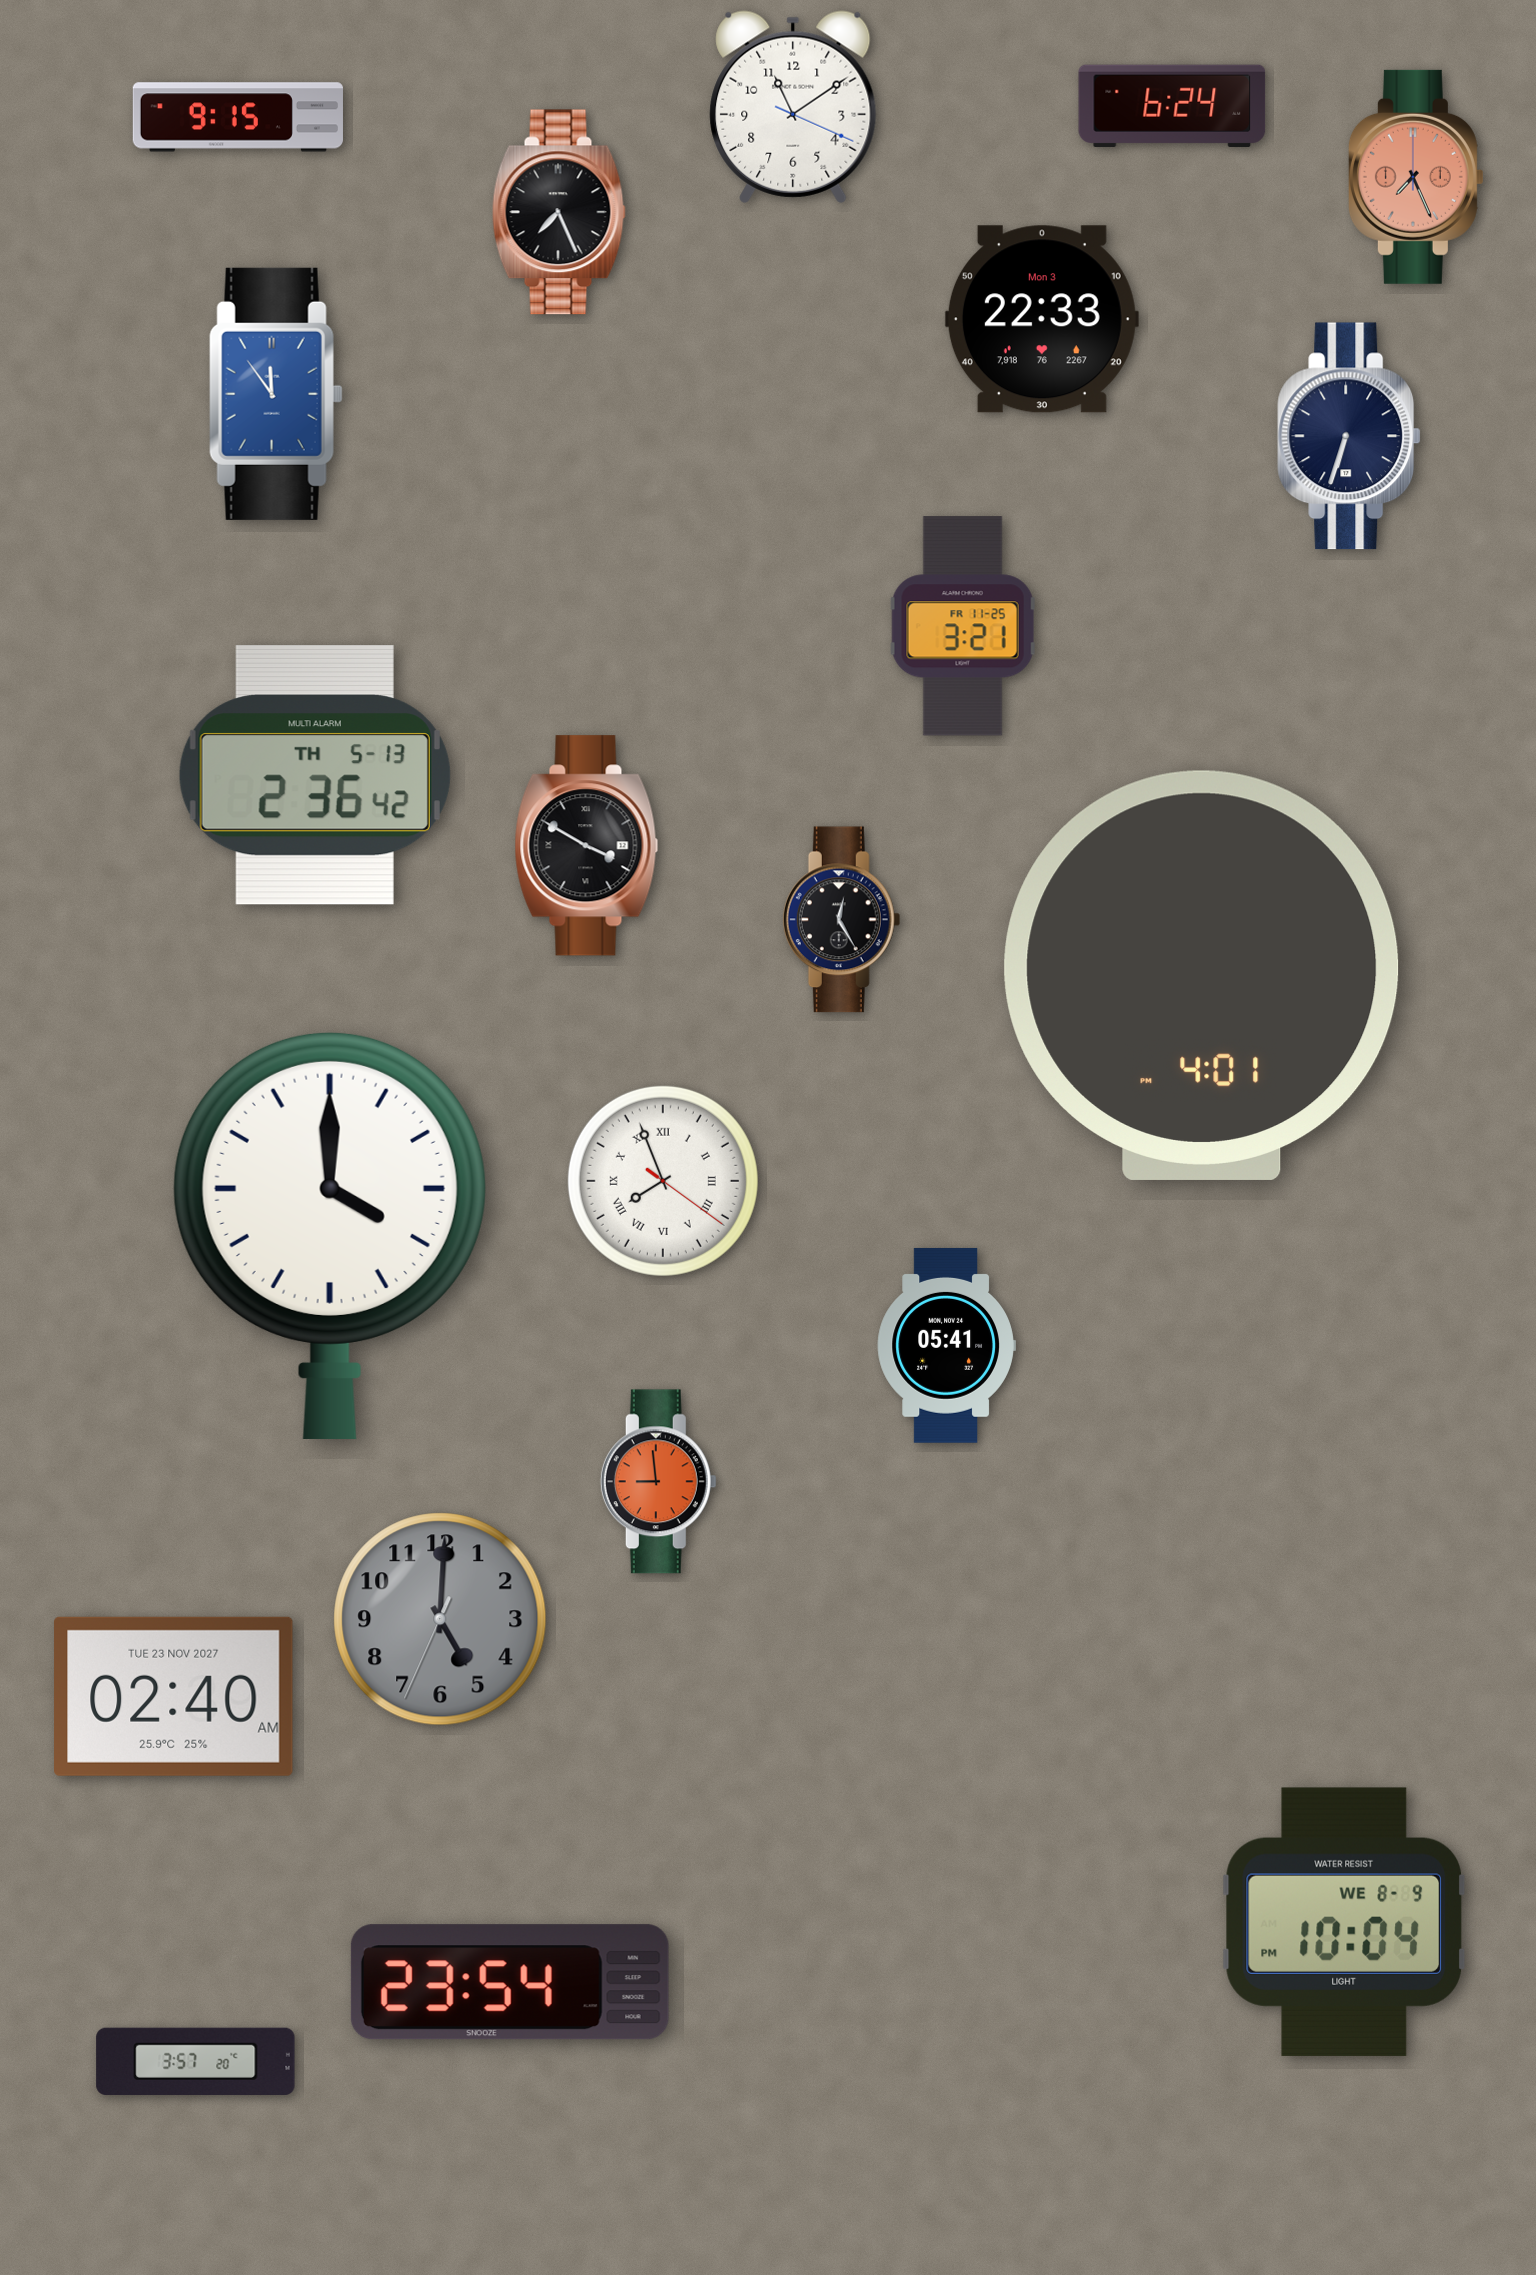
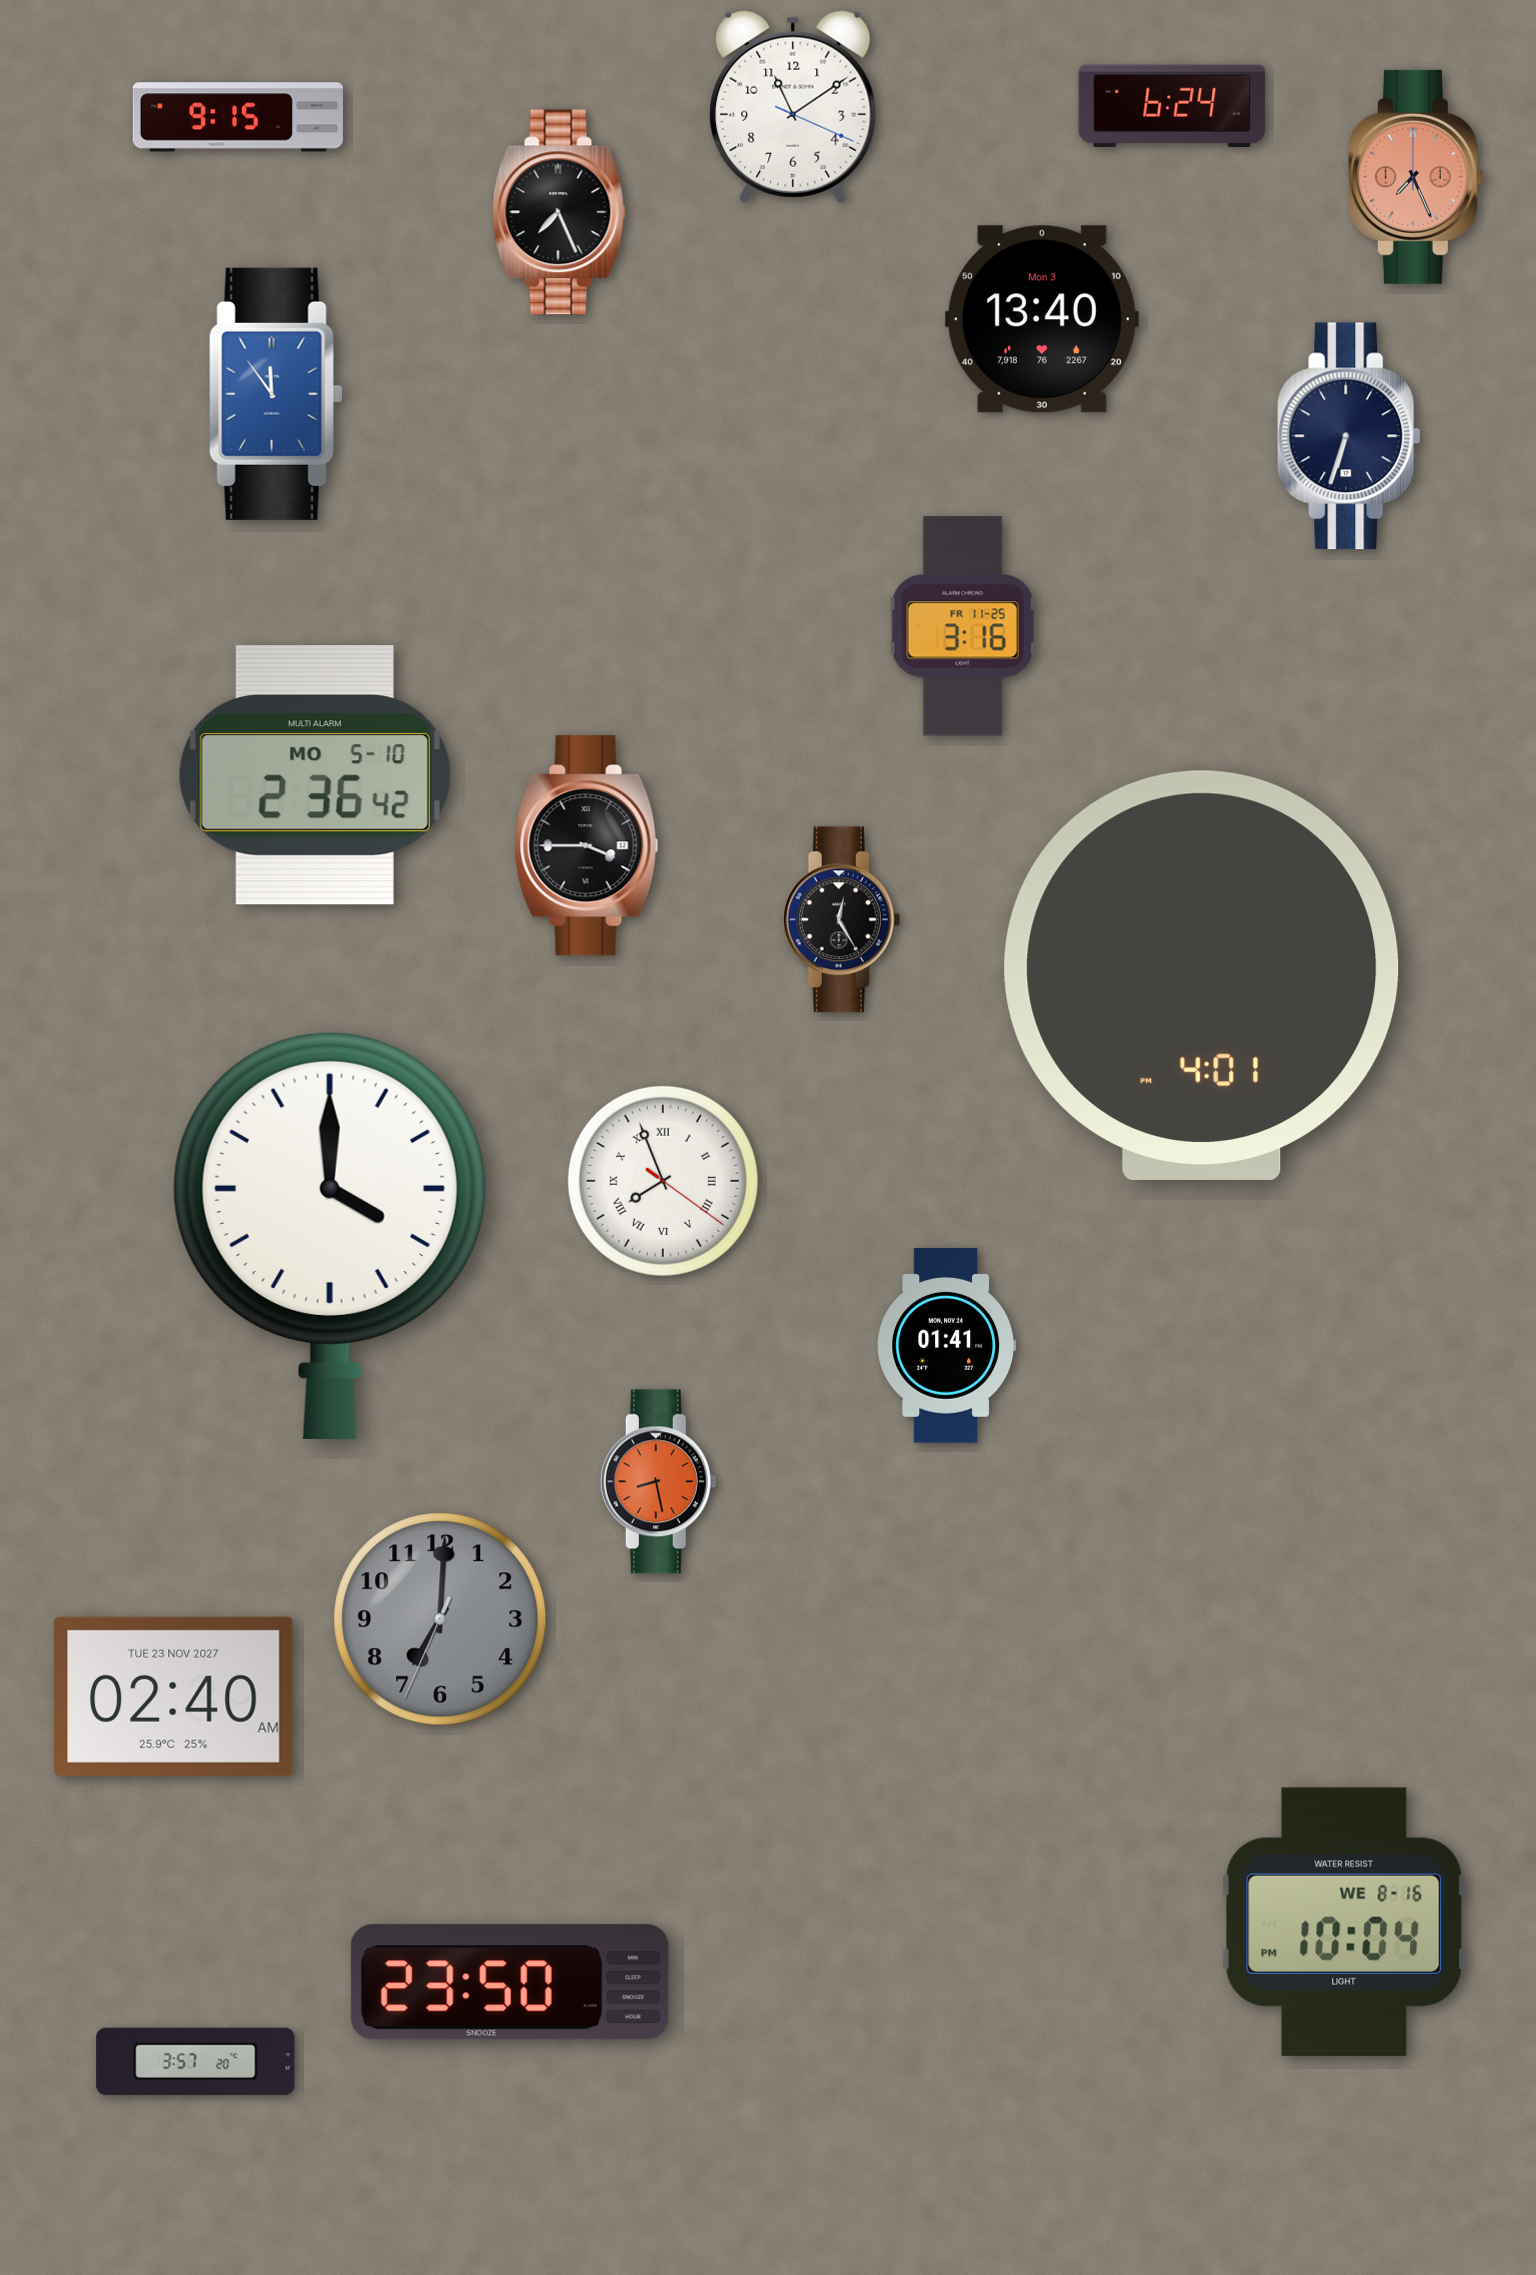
clock at (1042, 319): 22:33 -> 13:40
clock at (963, 626): 3:21 -> 3:16
clock at (315, 776) date: TH 5-13 -> MO 5-10
clock at (587, 846): 3:50 -> 3:45
clock at (946, 1345): 05:41 -> 01:41
clock at (658, 1482): 8:59 -> 8:28
clock at (440, 1619): 5:00 -> 7:00
clock at (1343, 1922) date: WE 8-9 -> WE 8-16
clock at (510, 1982): 23:54 -> 23:50
